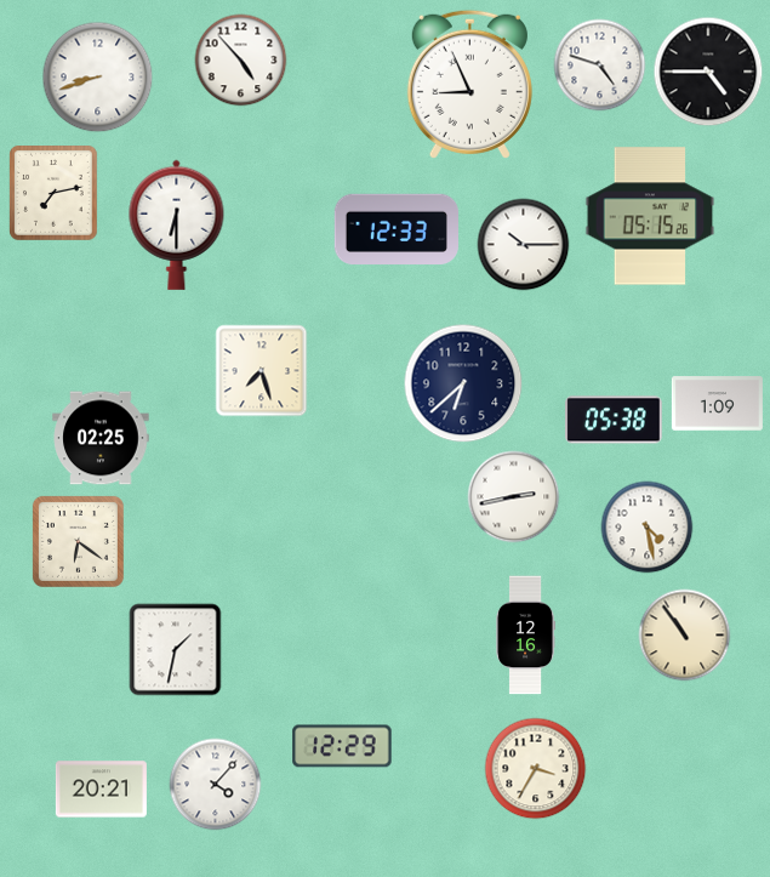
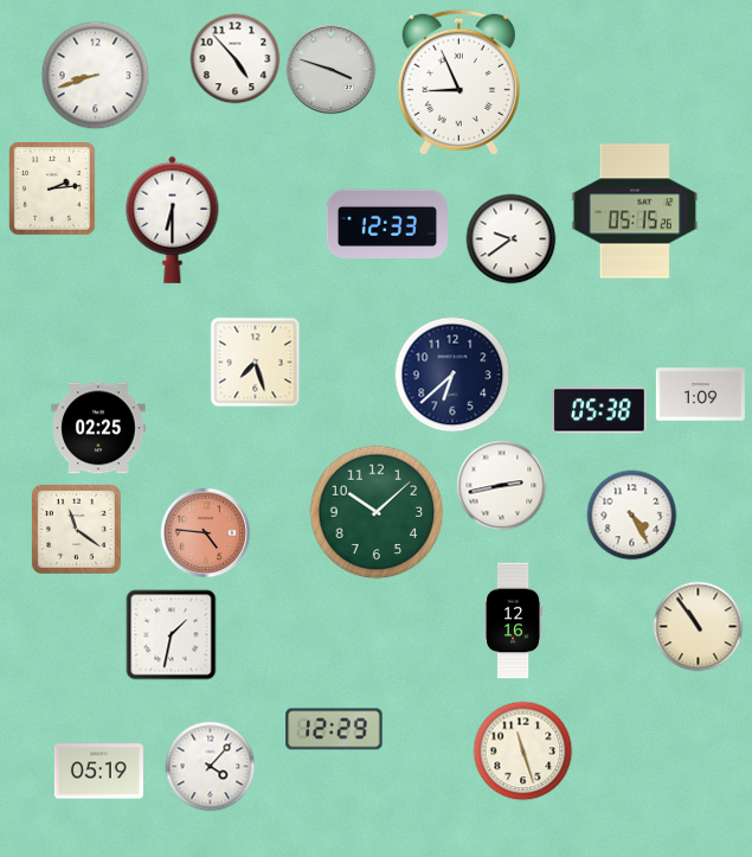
clock at (600, 66): 4:48 -> none
clock at (332, 70): none -> 3:48
clock at (708, 72): 4:45 -> none
clock at (55, 194): 7:13 -> 2:14
clock at (524, 245): 10:15 -> 9:39
clock at (377, 512): none -> 10:08
clock at (648, 528): 4:28 -> 4:25
clock at (78, 541): 6:21 -> 11:21
clock at (206, 533): none -> 4:46
clock at (685, 636) position: (685, 636) -> (699, 627)
clock at (536, 769): 3:35 -> 11:27
clock at (101, 790): 20:21 -> 05:19
